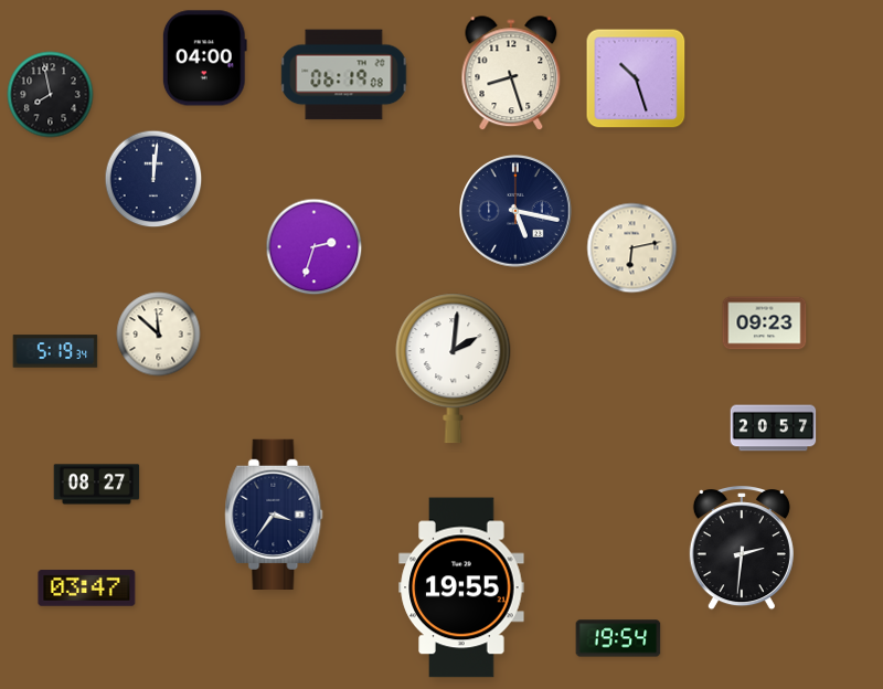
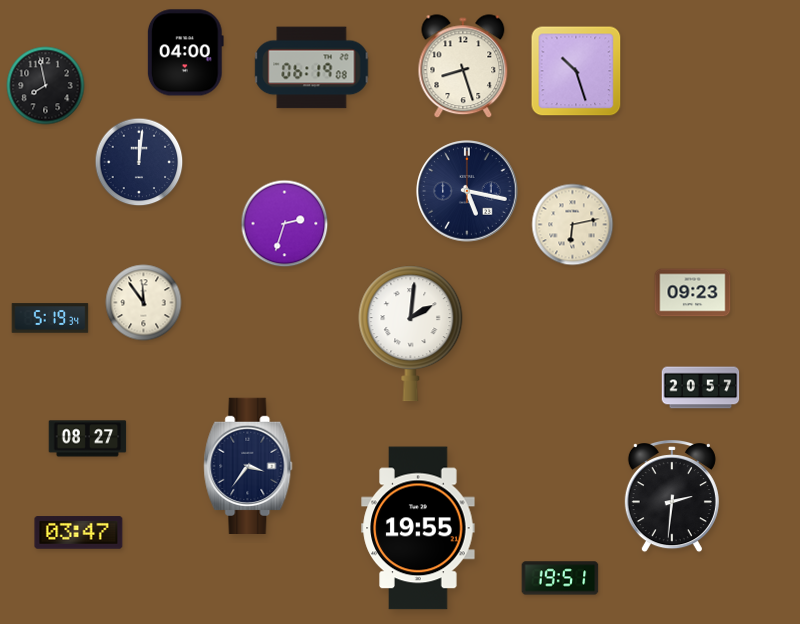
clock at (159, 335): 11:52 -> 11:54
clock at (461, 587) position: (461, 587) -> (418, 528)
clock at (618, 638): 19:54 -> 19:51
